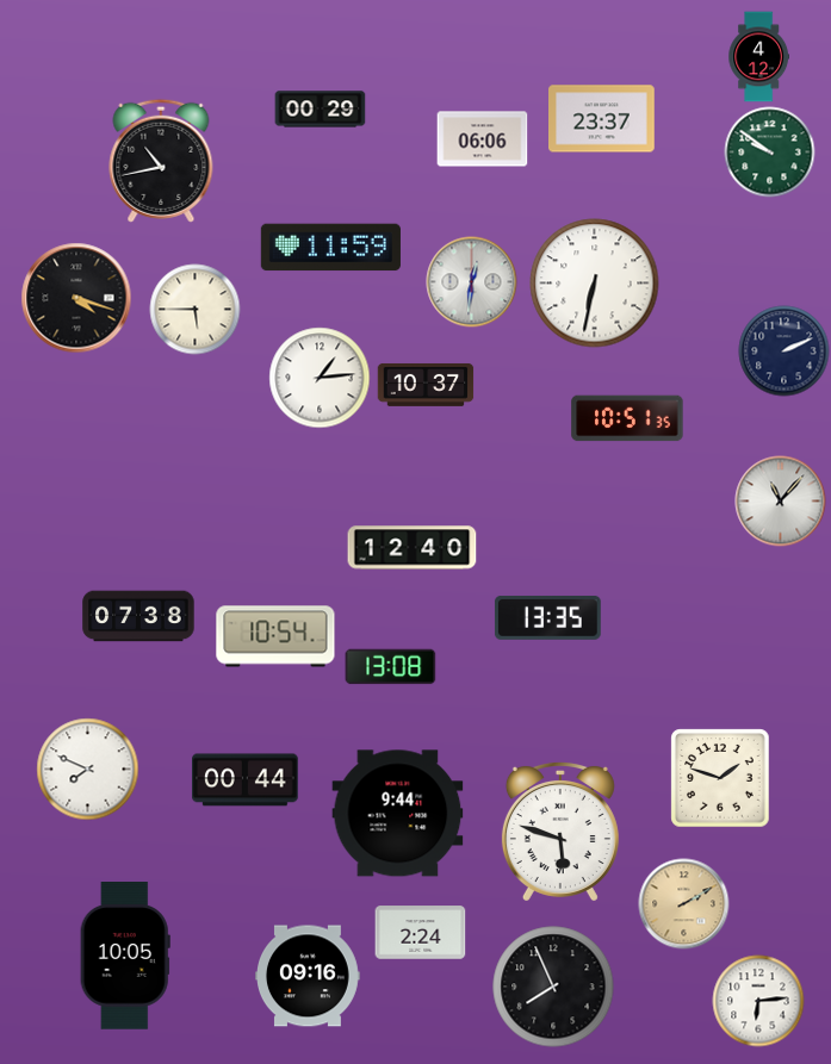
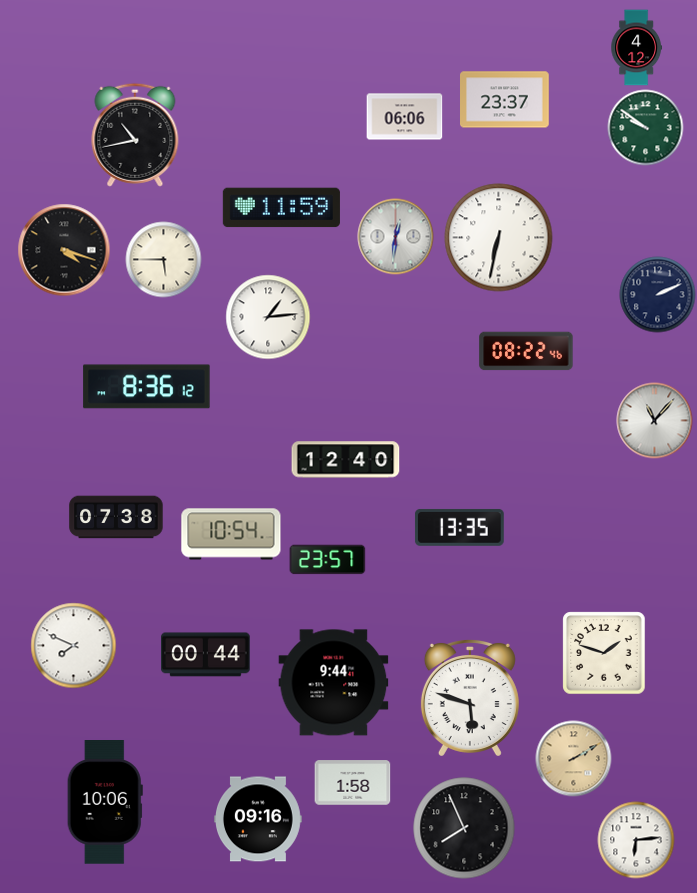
clock at (321, 110): 00:29 -> none
clock at (330, 248) position: (330, 248) -> (281, 208)
clock at (426, 385): 10:37 -> none
clock at (627, 418): 10:51 -> 08:22
clock at (147, 387): none -> 8:36
clock at (547, 617) position: (547, 617) -> (459, 527)
clock at (391, 667): 13:08 -> 23:57
clock at (421, 933): 2:24 -> 1:58
clock at (125, 957): 10:05 -> 10:06
